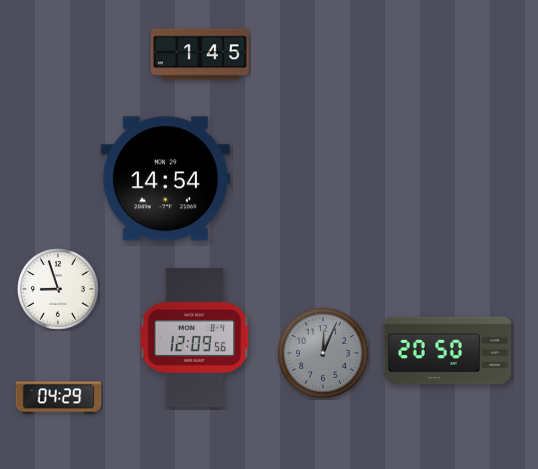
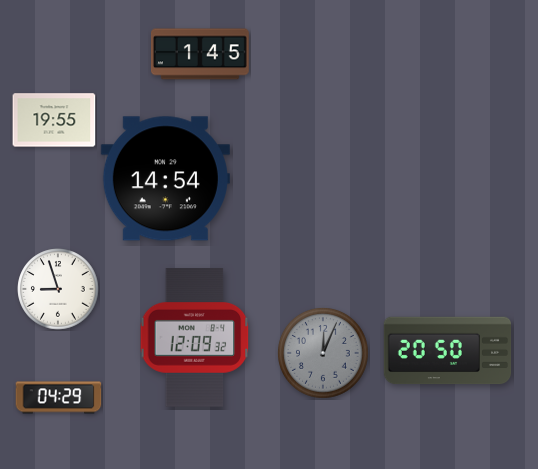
clock at (54, 120): none -> 19:55
clock at (195, 338): 12:09:56 -> 12:09:32
